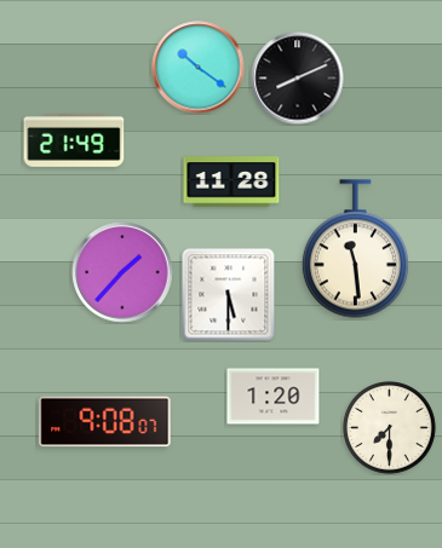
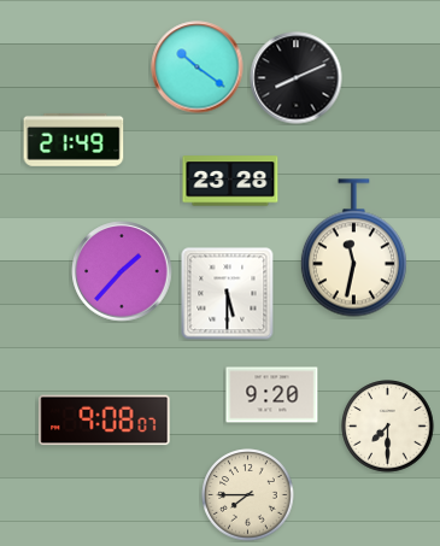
clock at (231, 181): 11:28 -> 23:28
clock at (355, 249): 11:29 -> 11:32
clock at (274, 397): 1:20 -> 9:20
clock at (248, 495): none -> 7:45
